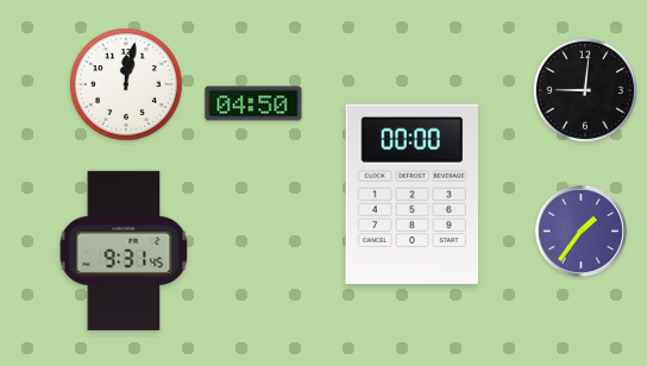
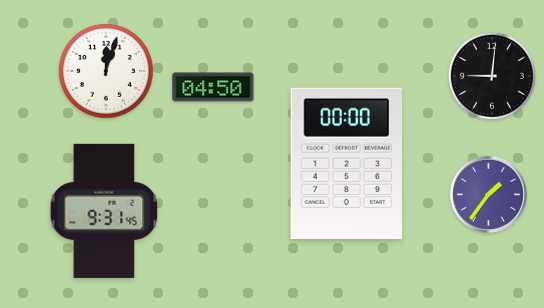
clock at (127, 86): 12:02 -> 12:03
